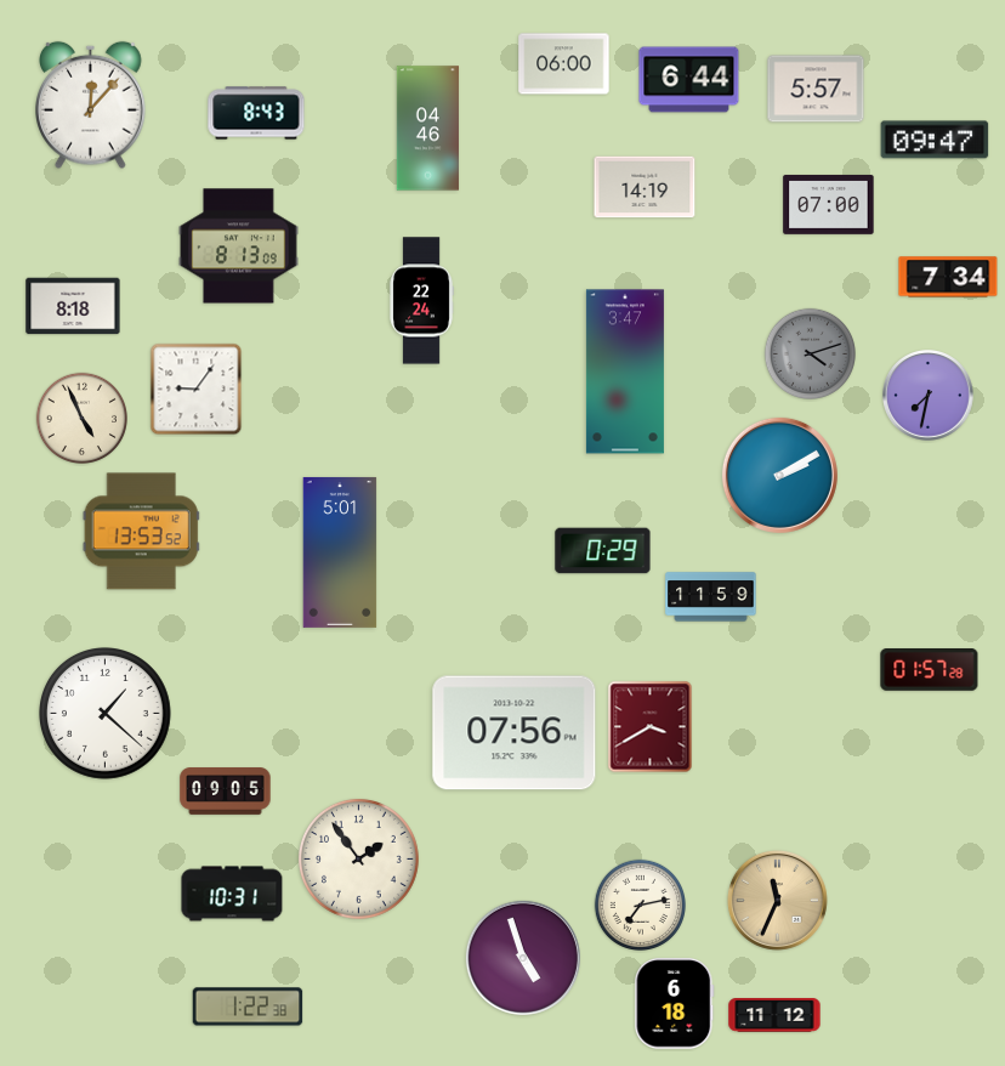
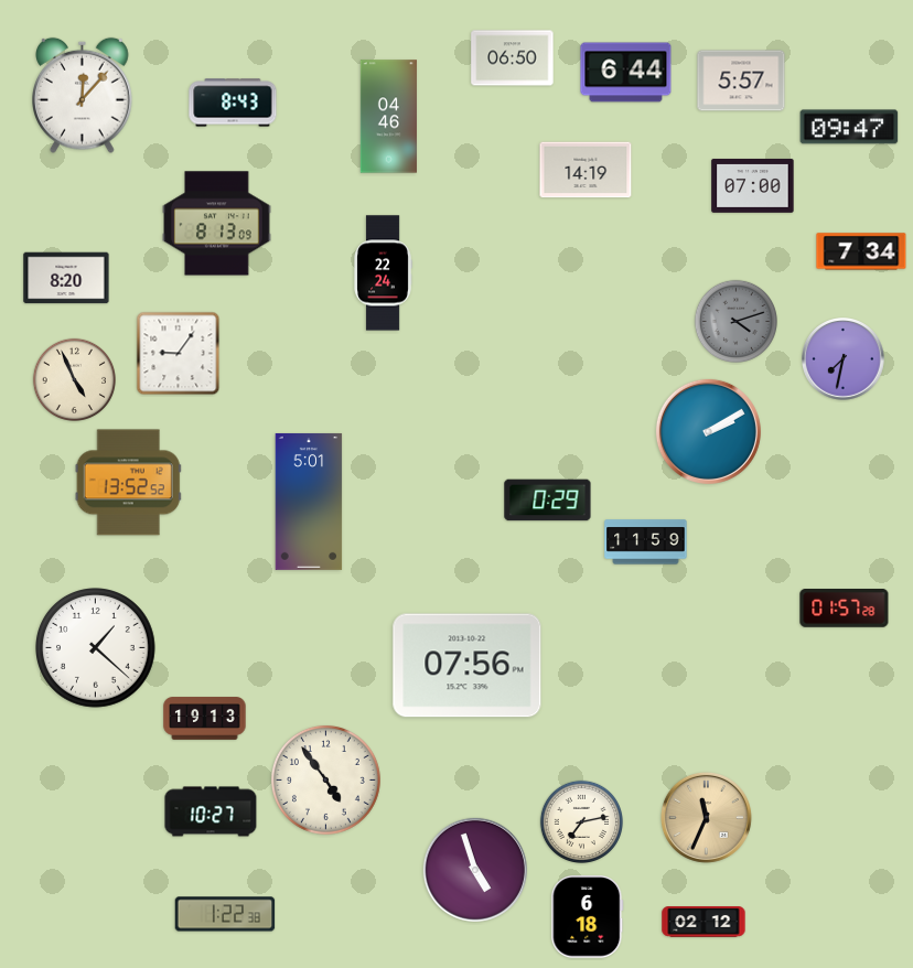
clock at (564, 64): 06:00 -> 06:50
clock at (73, 306): 8:18 -> 8:20
clock at (625, 372): 3:47 -> none
clock at (141, 532): 13:53 -> 13:52
clock at (651, 727): 3:40 -> none
clock at (226, 792): 09:05 -> 19:13
clock at (358, 858): 1:54 -> 4:54
clock at (232, 894): 10:31 -> 10:27
clock at (675, 1004) position: (675, 1004) -> (588, 917)
clock at (774, 1016): 11:12 -> 02:12
